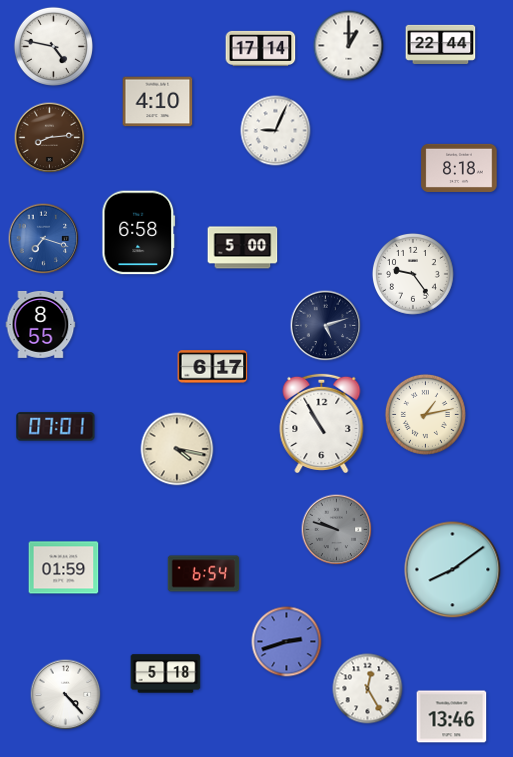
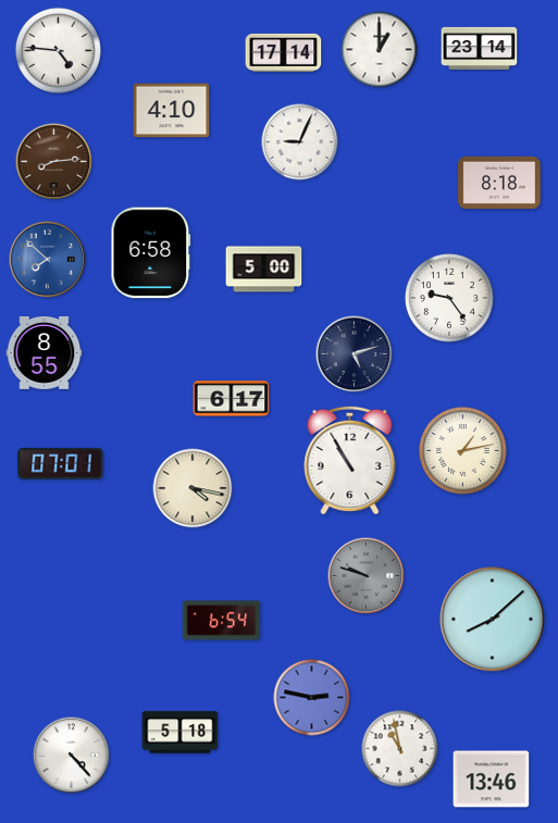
clock at (441, 44): 22:44 -> 23:14
clock at (53, 46): 4:47 -> 4:46
clock at (50, 138) position: (50, 138) -> (54, 162)
clock at (44, 239): 7:18 -> 7:52
clock at (64, 568): 01:59 -> none
clock at (453, 570): 8:09 -> 8:08
clock at (204, 574) position: (204, 574) -> (222, 621)
clock at (287, 642): 2:42 -> 2:47
clock at (368, 689): 12:25 -> 10:58
